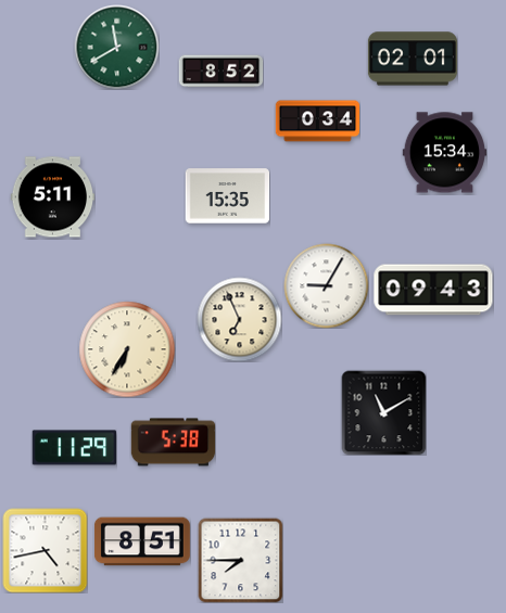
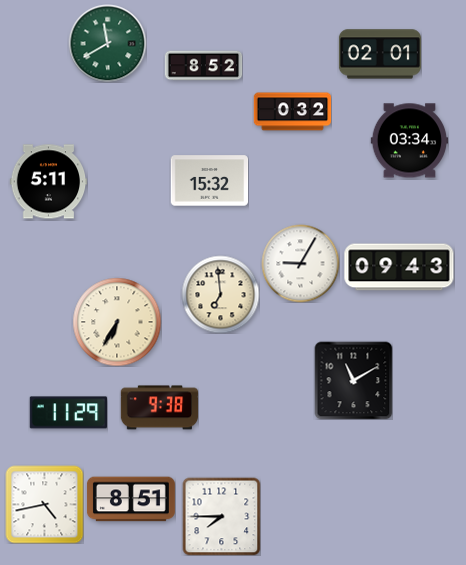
clock at (317, 122): 0:34 -> 0:32
clock at (444, 153): 15:34 -> 03:34
clock at (227, 196): 15:35 -> 15:32
clock at (239, 319): 6:56 -> 6:59
clock at (173, 443): 5:38 -> 9:38
clock at (45, 550) position: (45, 550) -> (44, 504)
